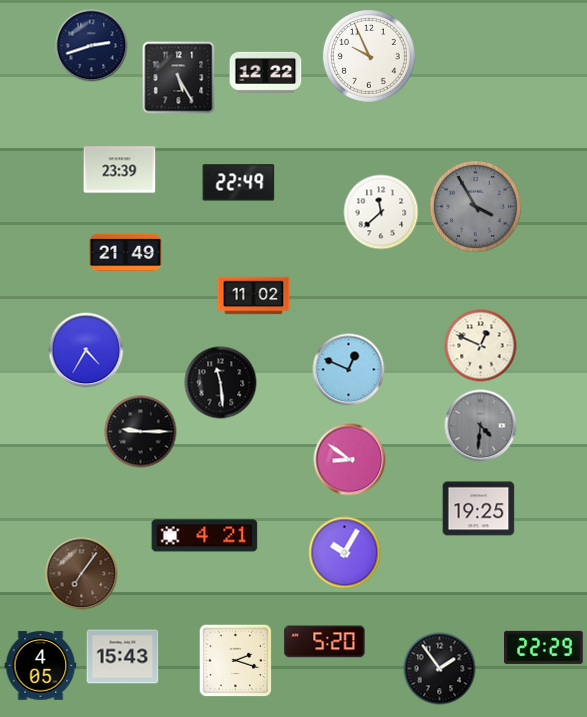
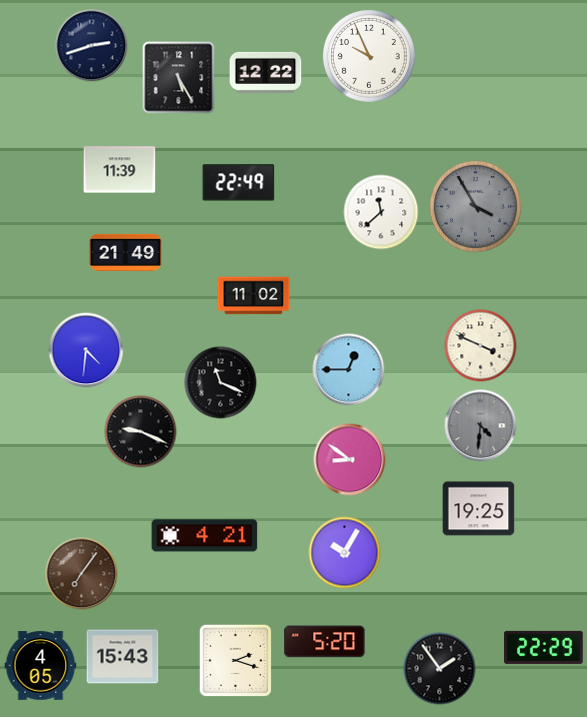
clock at (120, 170): 23:39 -> 11:39
clock at (481, 346): 12:49 -> 3:49
clock at (86, 350): 4:35 -> 4:31
clock at (349, 370): 12:49 -> 12:45
clock at (221, 383): 11:29 -> 11:19
clock at (141, 432): 9:15 -> 9:19
